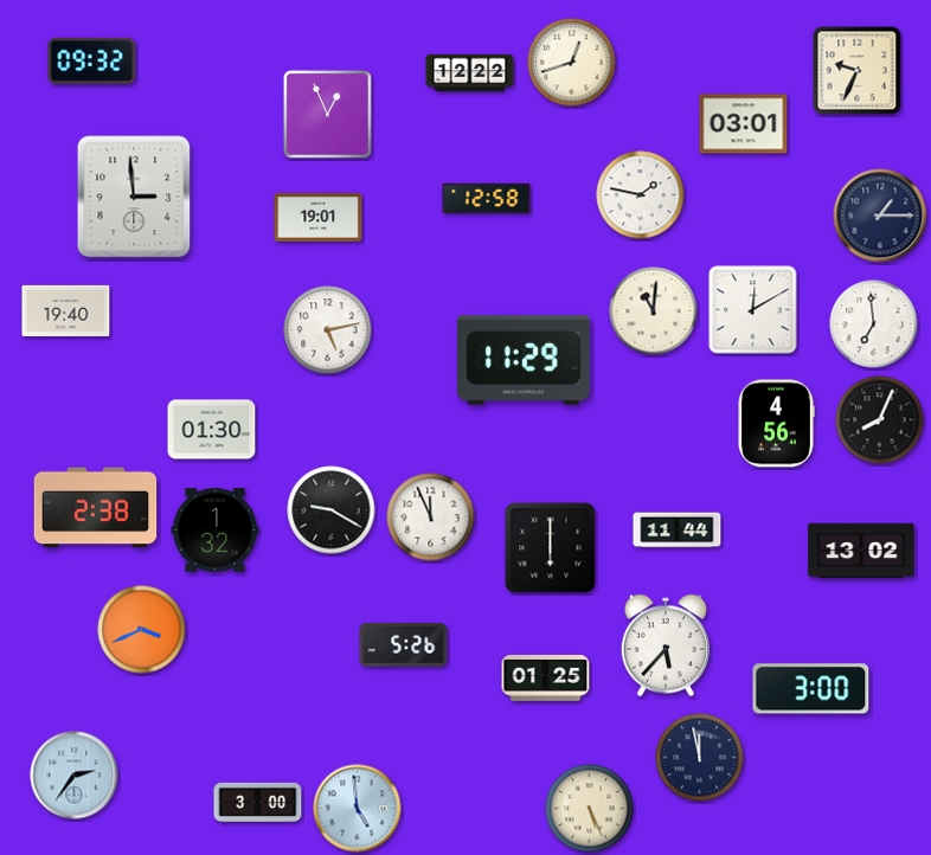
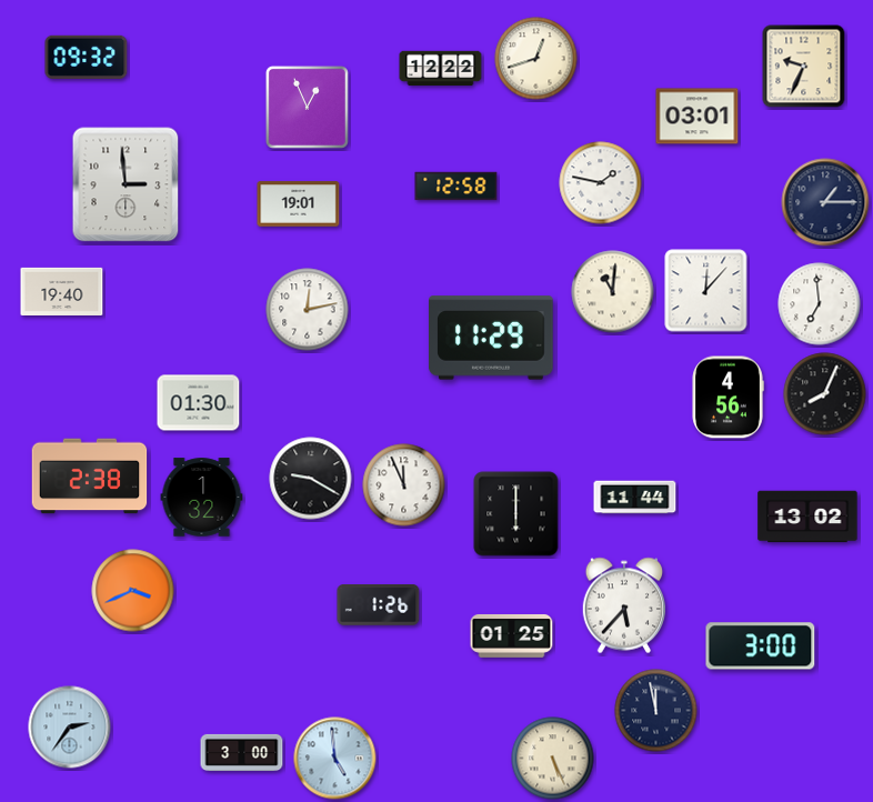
clock at (753, 310): 12:10 -> 12:07
clock at (328, 330): 5:13 -> 12:13
clock at (404, 645): 5:26 -> 1:26
